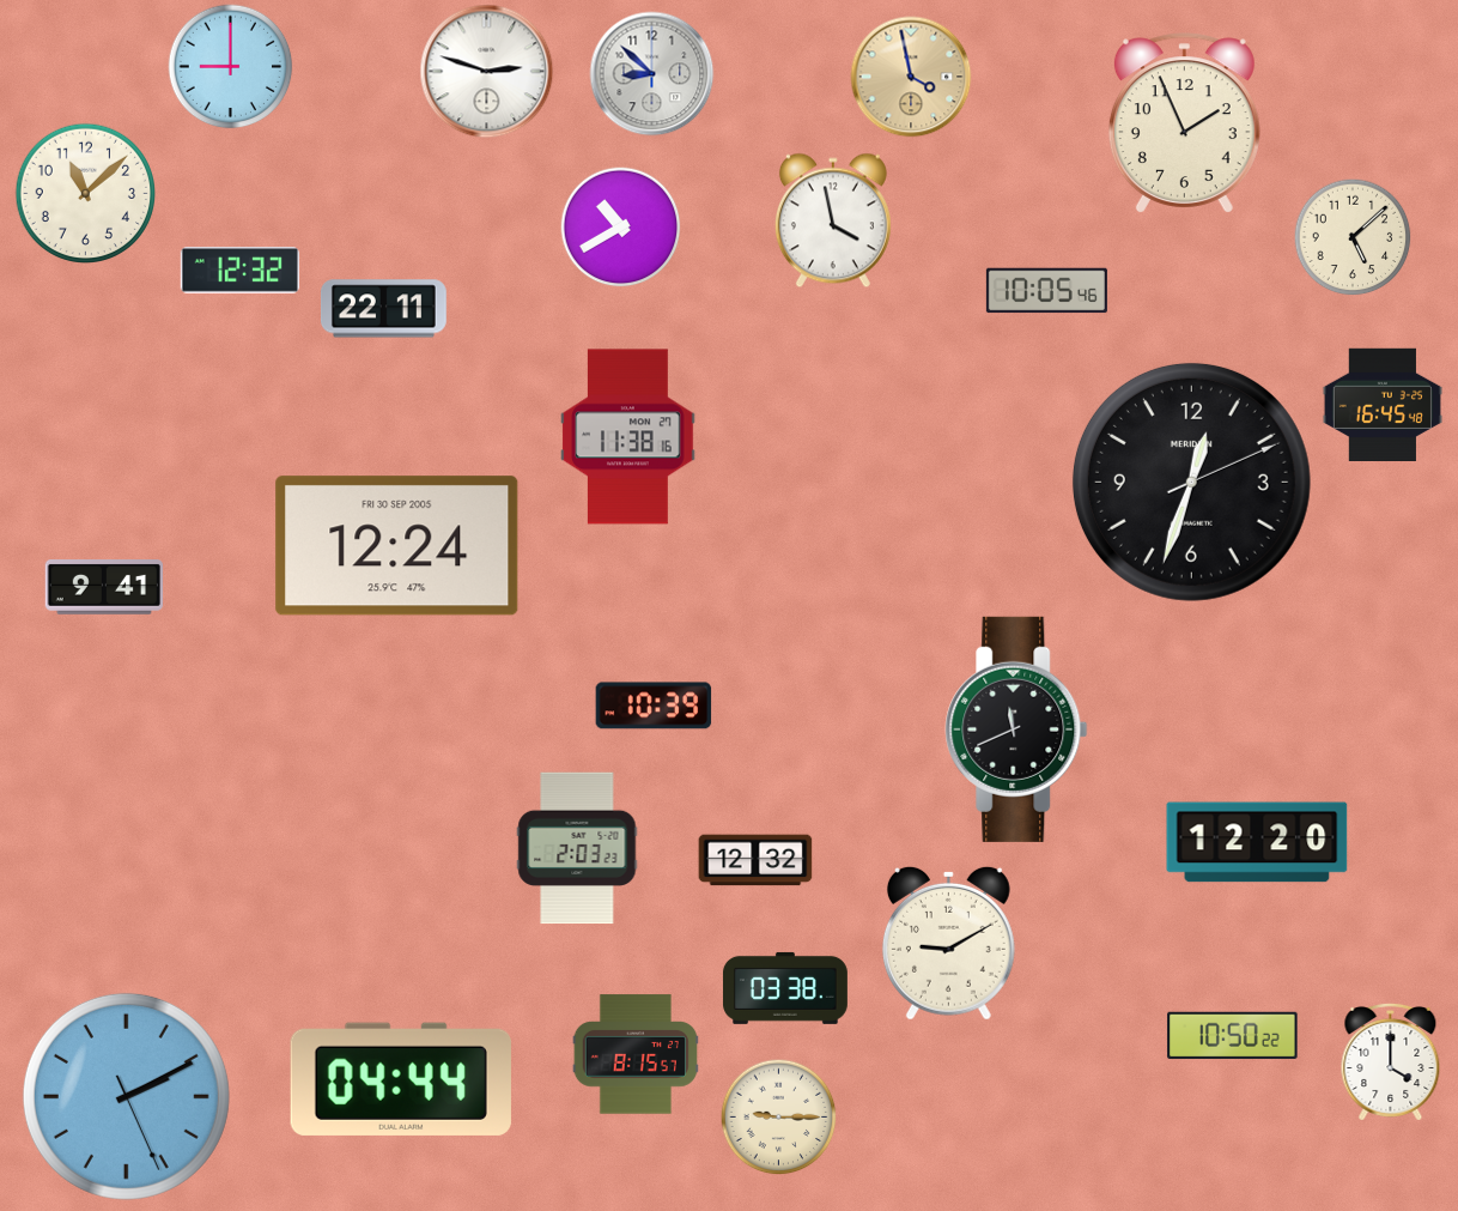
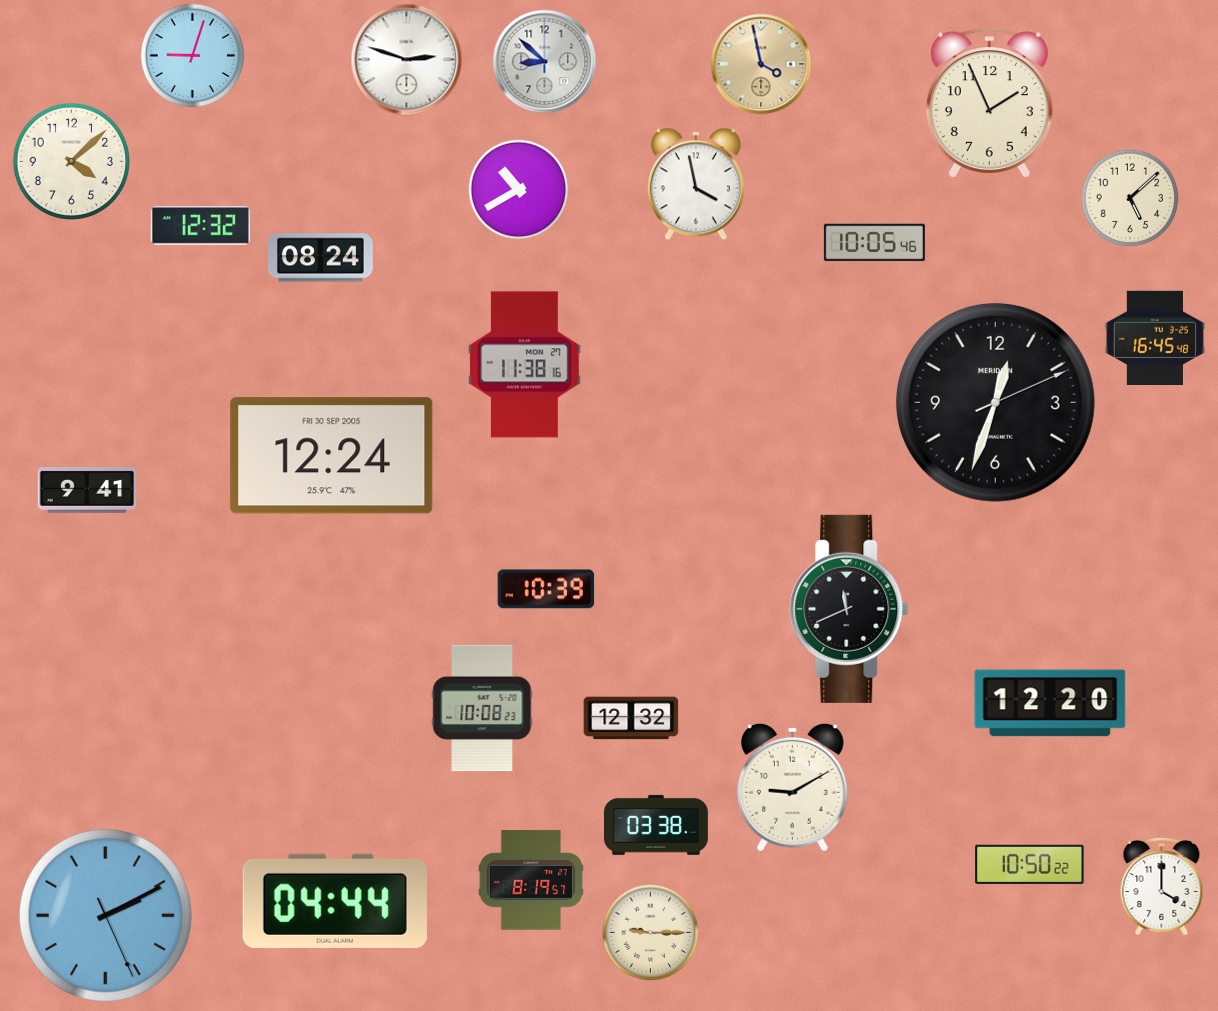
clock at (231, 67): 9:00 -> 9:03
clock at (85, 193): 11:08 -> 4:08
clock at (383, 309): 22:11 -> 08:24
clock at (577, 848): 2:03 -> 10:08
clock at (636, 1054): 8:15 -> 8:19
